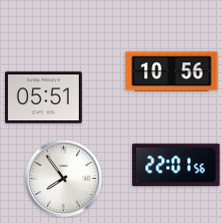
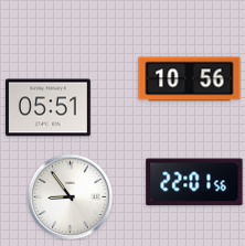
clock at (63, 178): 7:54 -> 8:54
